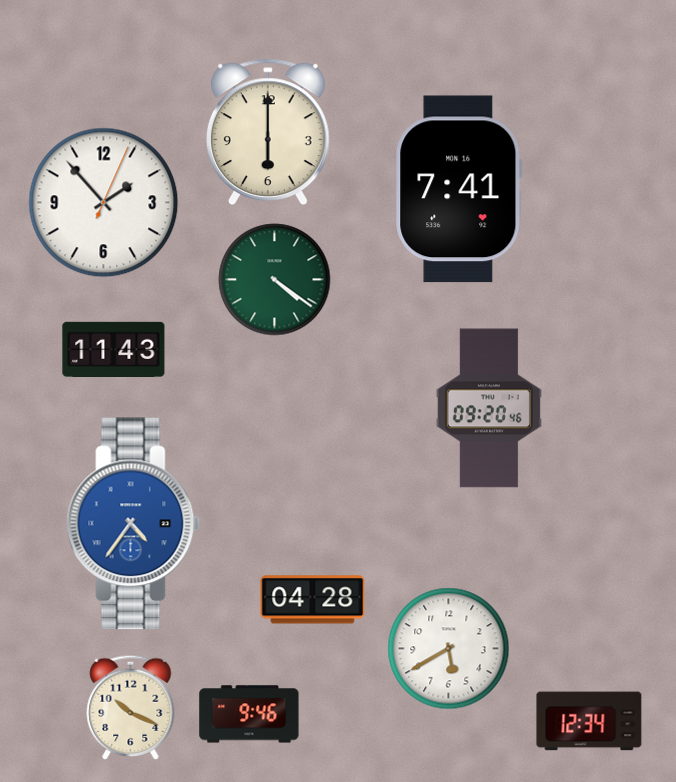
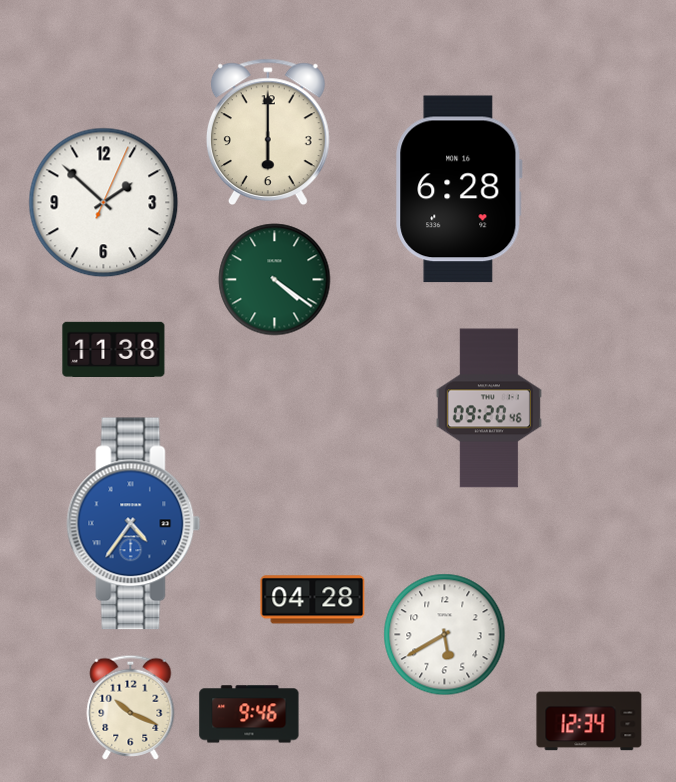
clock at (459, 189): 7:41 -> 6:28
clock at (104, 203): 1:53 -> 1:52
clock at (114, 349): 11:43 -> 11:38
clock at (449, 649) position: (449, 649) -> (445, 635)
